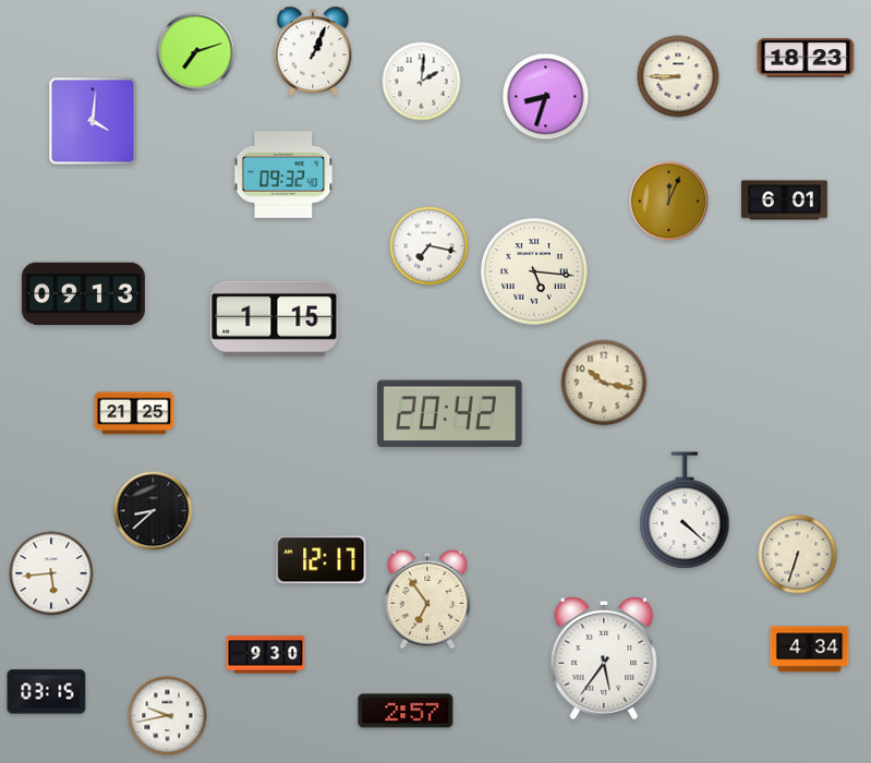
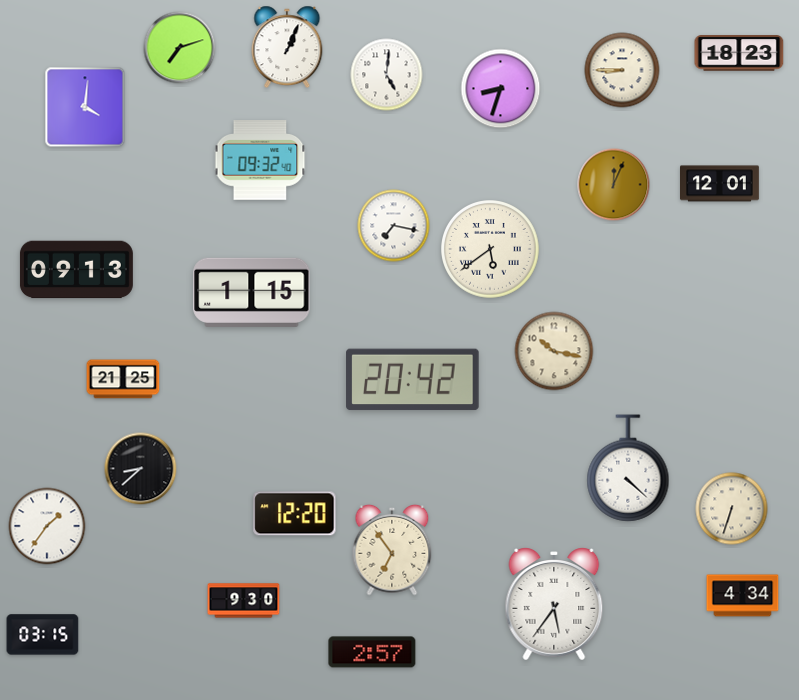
clock at (422, 82): 2:01 -> 5:01
clock at (93, 121) position: (93, 121) -> (85, 107)
clock at (785, 201): 6:01 -> 12:01
clock at (535, 272): 5:16 -> 5:39
clock at (322, 560): 12:17 -> 12:20
clock at (51, 573): 5:44 -> 1:36
clock at (168, 716): 9:43 -> none
